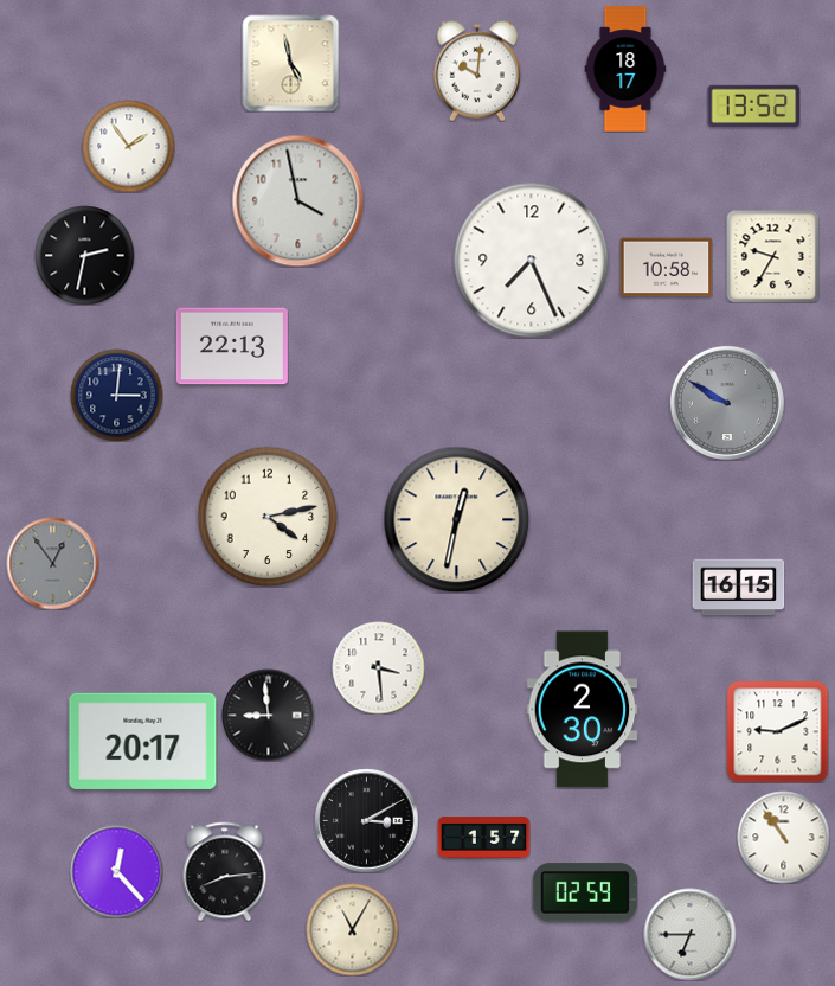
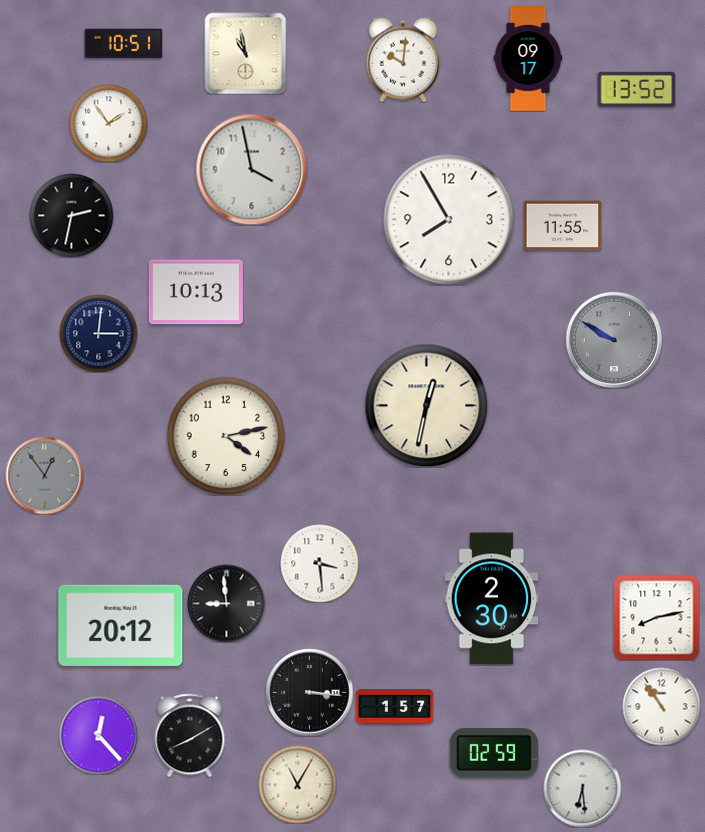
clock at (123, 44): none -> 10:51
clock at (290, 63): 4:58 -> 10:58
clock at (625, 69): 18:17 -> 09:17
clock at (772, 256): 9:35 -> none
clock at (532, 261): 7:26 -> 7:55
clock at (666, 268): 10:58 -> 11:55
clock at (232, 346): 22:13 -> 10:13
clock at (456, 519) position: (456, 519) -> (426, 405)
clock at (738, 588): 16:15 -> none
clock at (777, 731): 9:11 -> 8:13
clock at (143, 741): 20:17 -> 20:12
clock at (366, 820): 3:10 -> 3:16
clock at (483, 838) position: (483, 838) -> (394, 707)
clock at (225, 871): 8:14 -> 8:10
clock at (689, 934): 6:45 -> 6:29
